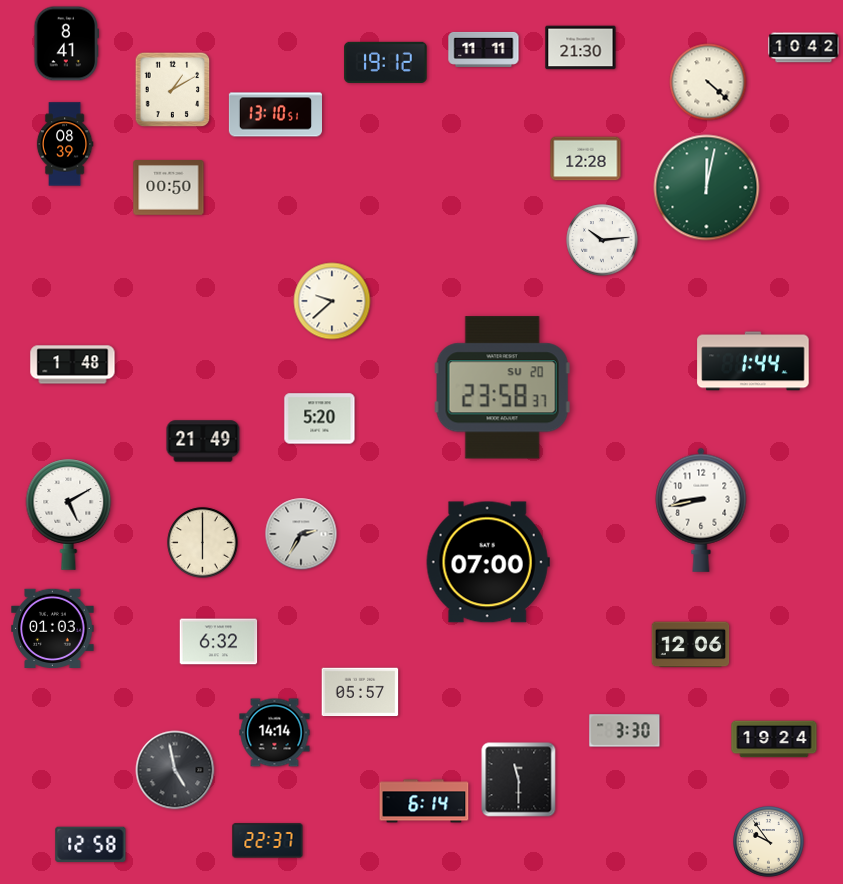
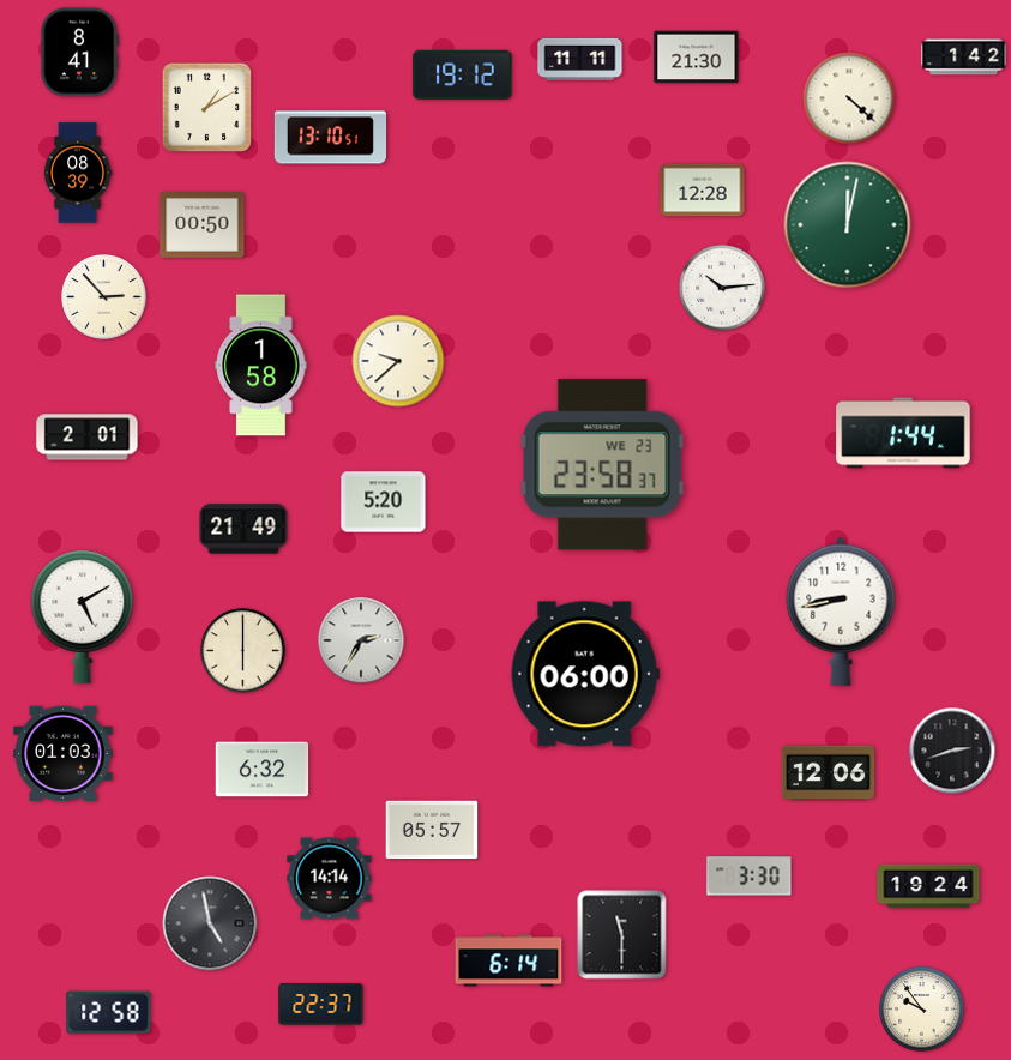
clock at (804, 48): 10:42 -> 1:42
clock at (104, 297): none -> 2:53
clock at (261, 366): none -> 1:58
clock at (73, 365): 1:48 -> 2:01
clock at (502, 388) date: SU 20 -> WE 23
clock at (488, 562): 07:00 -> 06:00
clock at (952, 751): none -> 2:42
clock at (268, 841) position: (268, 841) -> (321, 1005)
